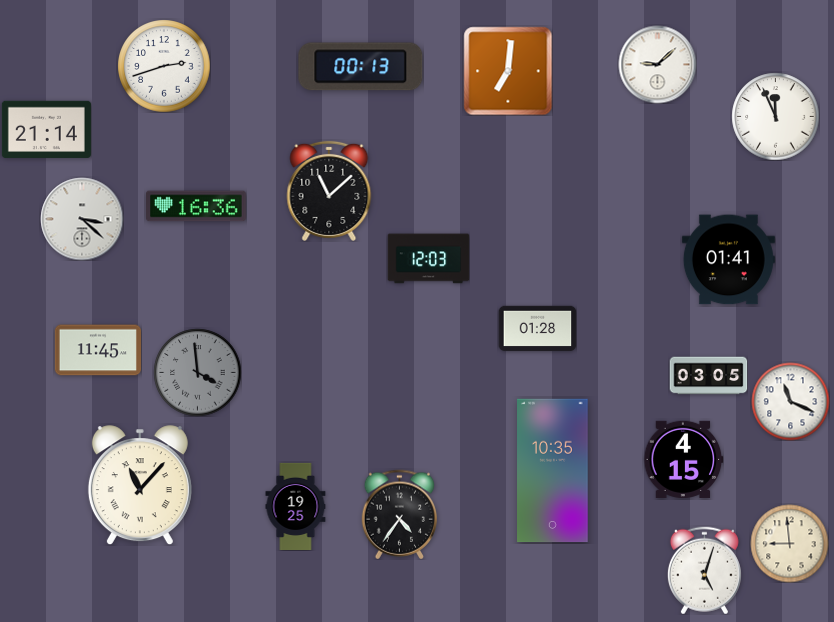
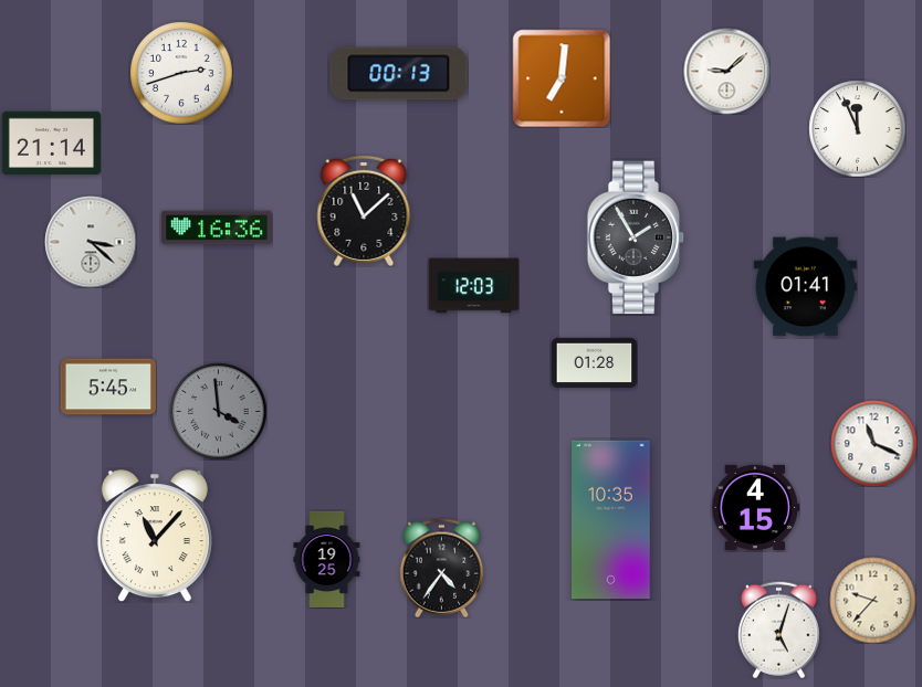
clock at (636, 237): none -> 1:55
clock at (97, 350): 11:45 -> 5:45
clock at (708, 376): 03:05 -> none
clock at (789, 543): 8:59 -> 9:37
